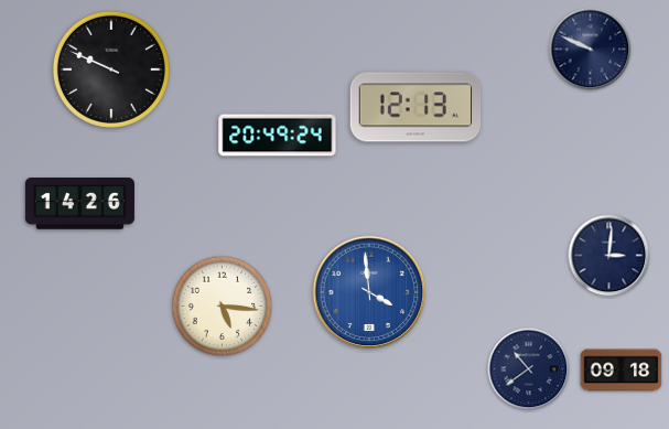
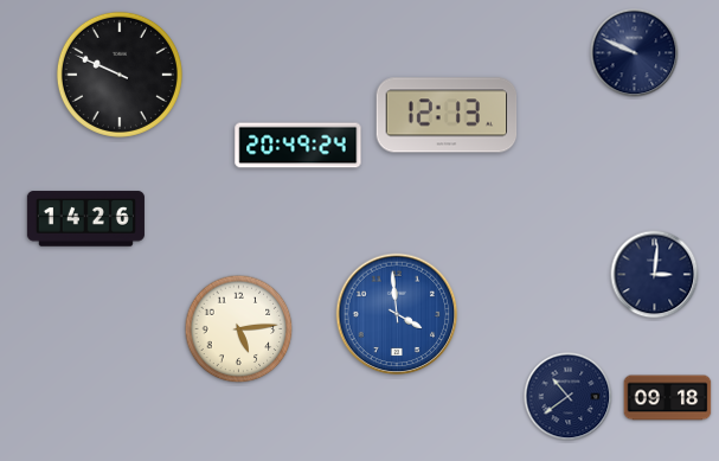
clock at (223, 307): 5:16 -> 5:14
